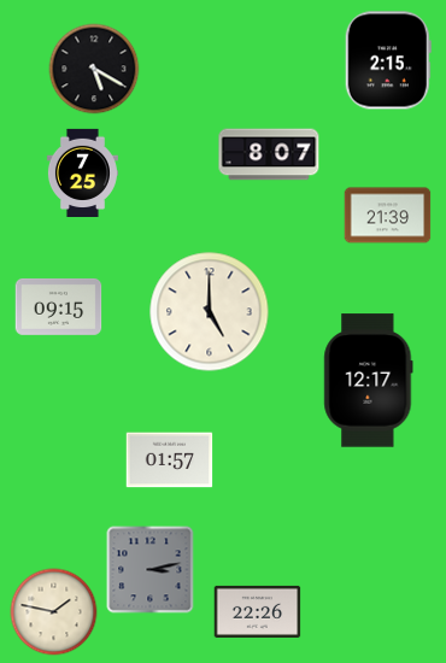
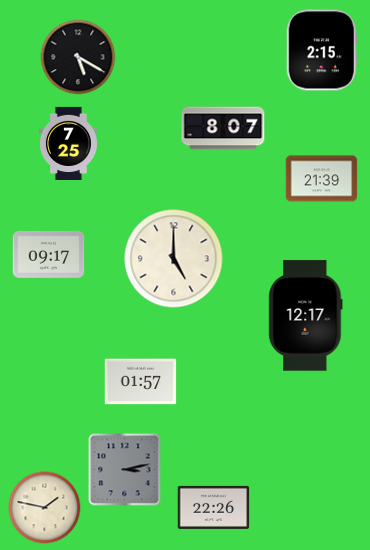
clock at (59, 306): 09:15 -> 09:17
clock at (151, 570) position: (151, 570) -> (125, 470)
